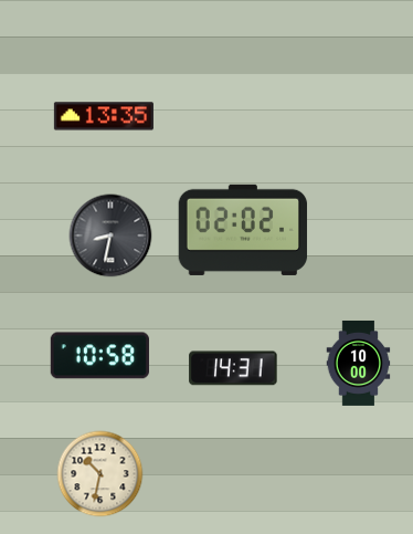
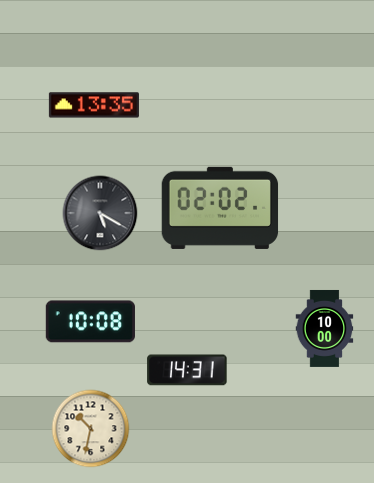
clock at (110, 235): 8:32 -> 5:20
clock at (99, 356): 10:58 -> 10:08
clock at (233, 368) position: (233, 368) -> (187, 370)
